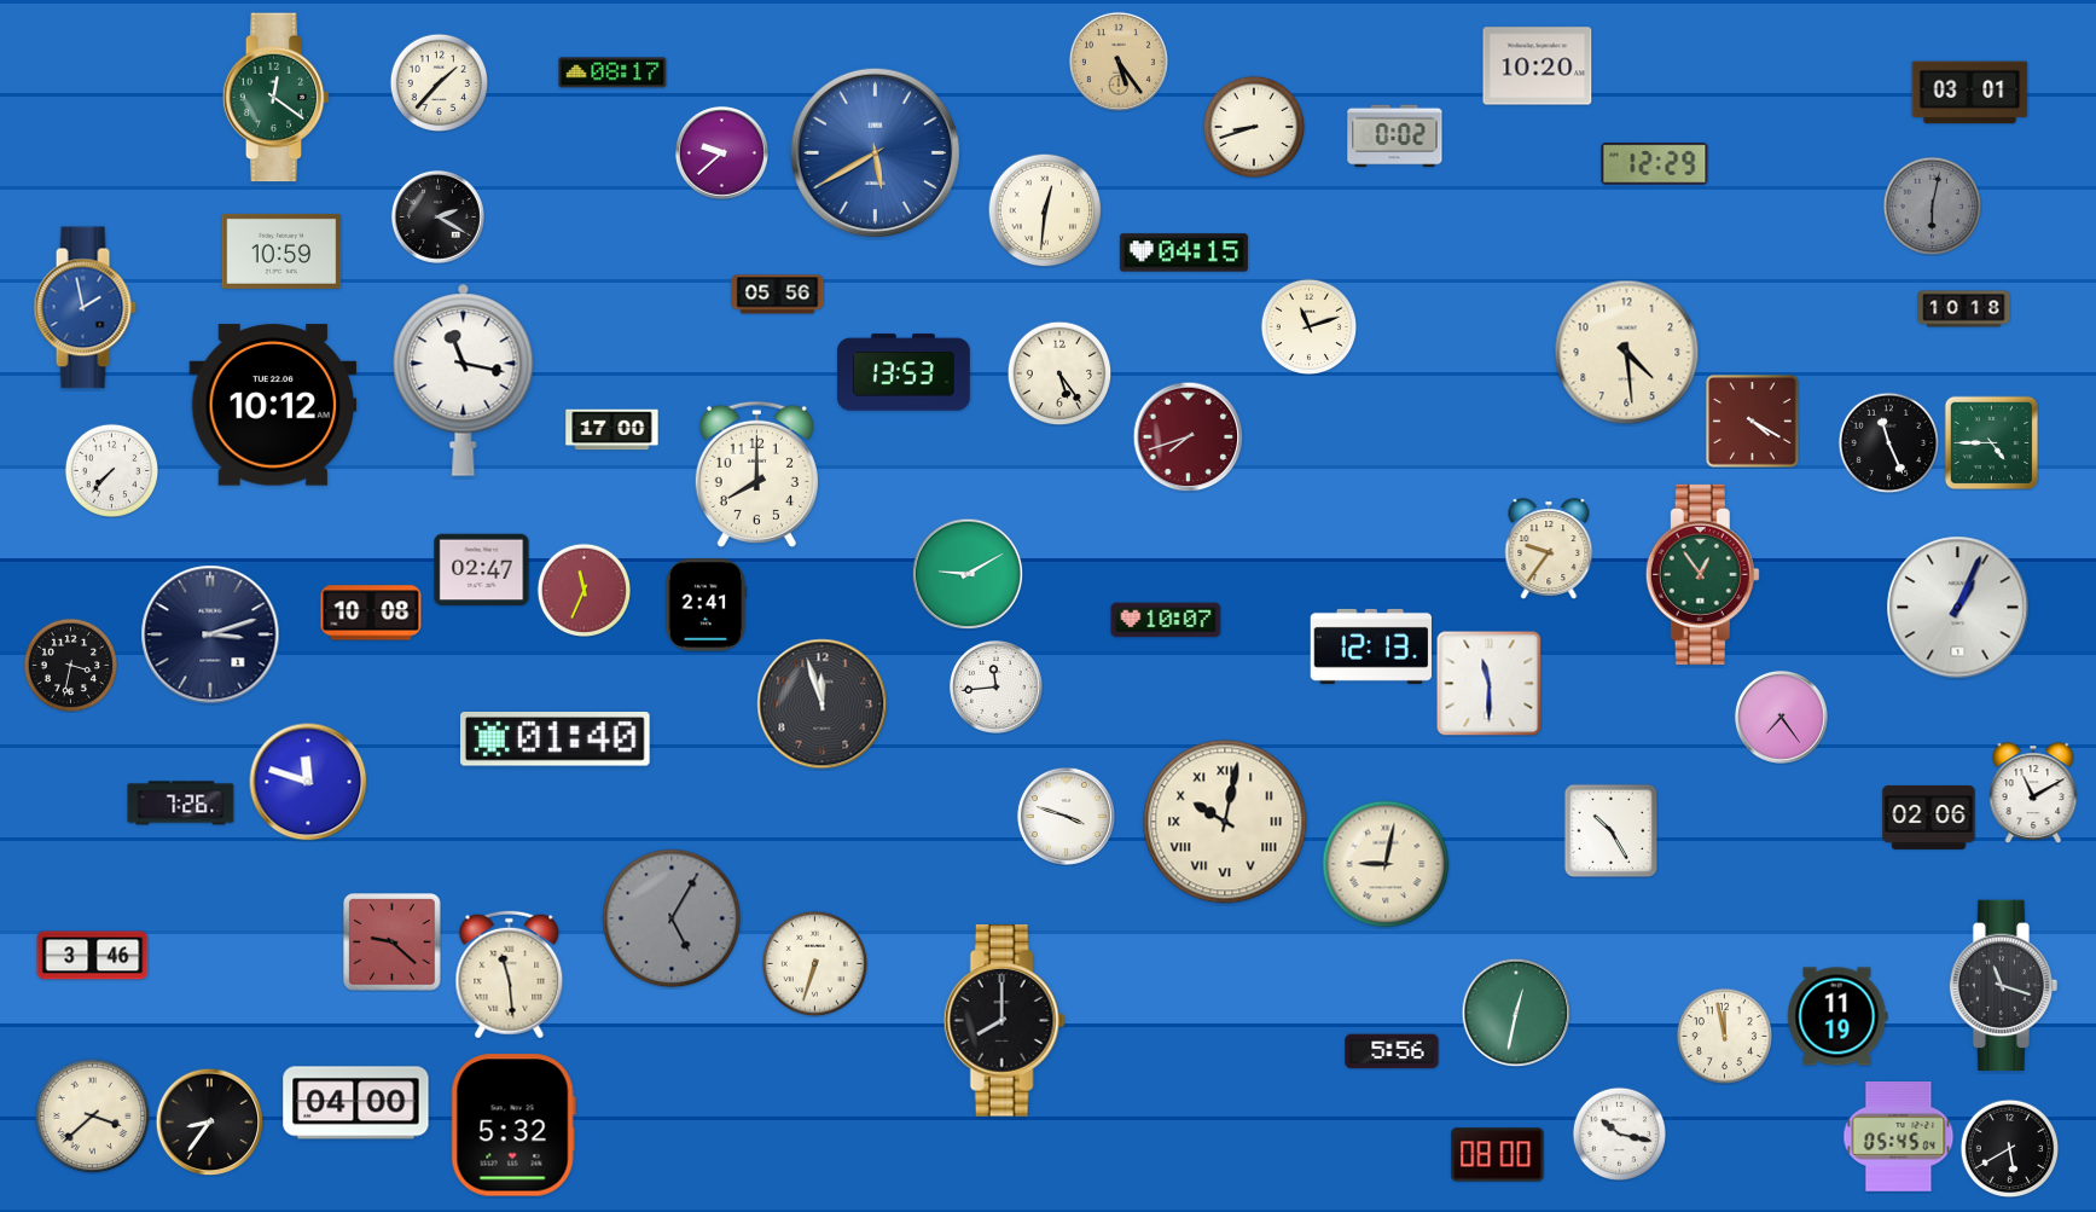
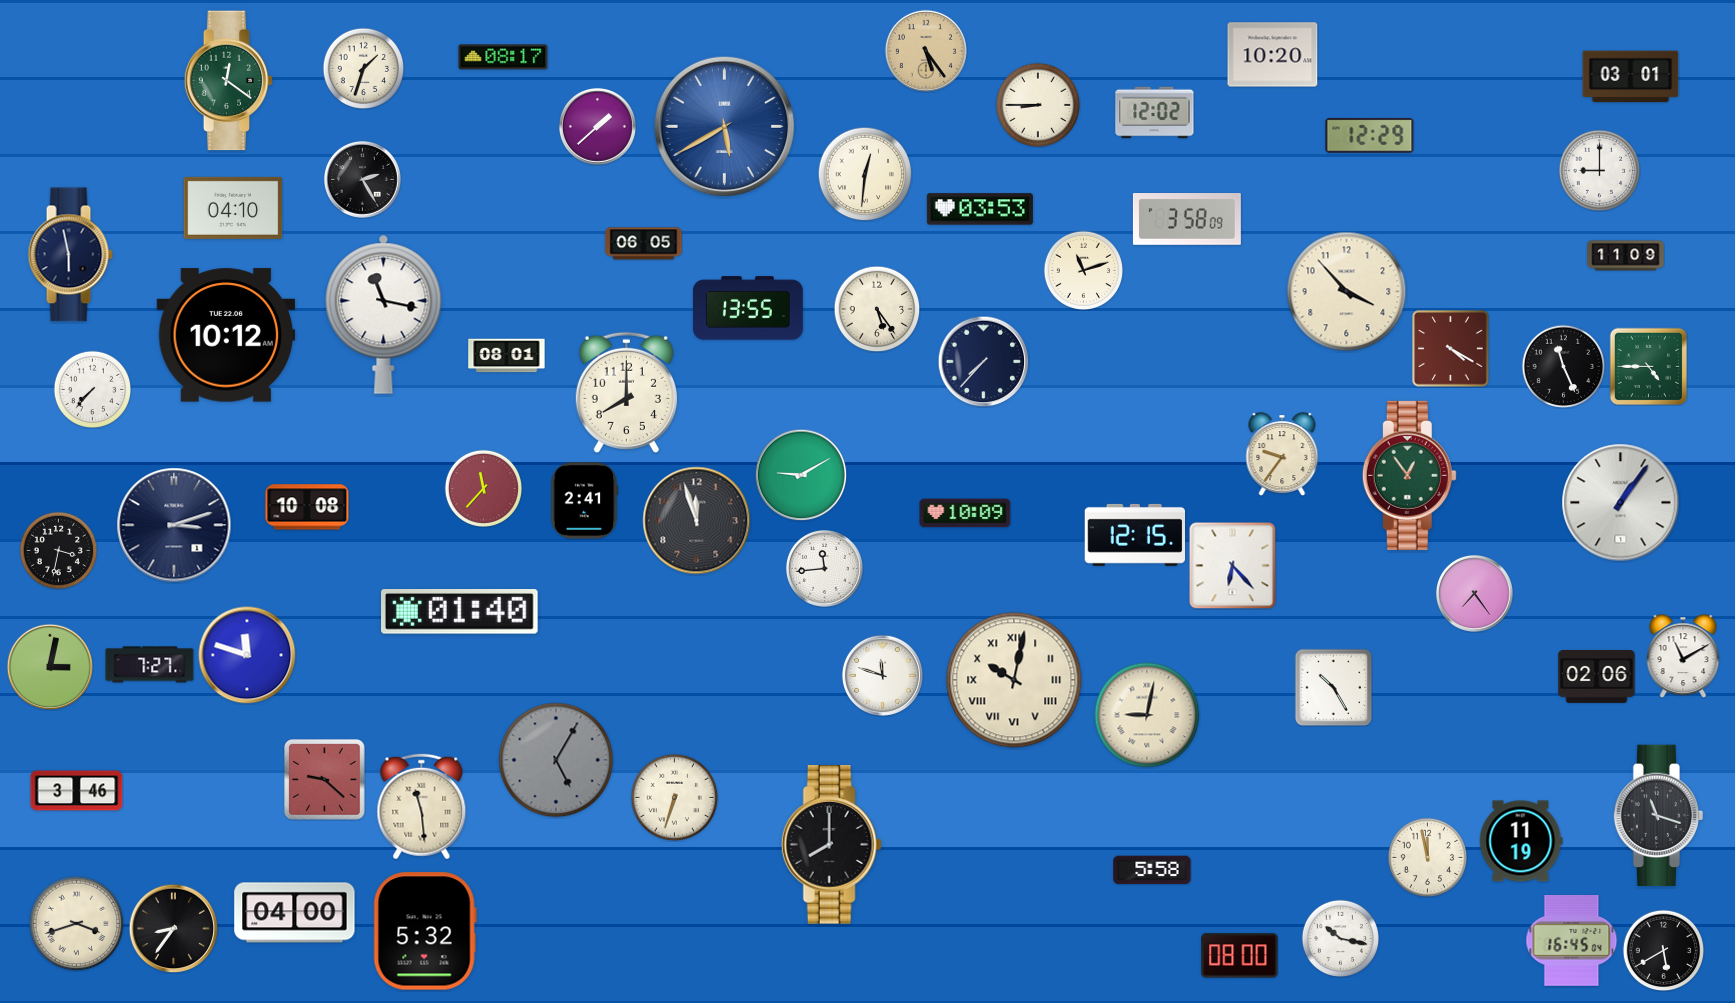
clock at (612, 73) position: (612, 73) -> (503, 57)
clock at (439, 82): 1:37 -> 1:33
clock at (1254, 127): 8:42 -> 8:45
clock at (1395, 137): 0:02 -> 12:02
clock at (721, 152): 9:38 -> 1:38
clock at (1932, 205): 6:02 -> 9:00
clock at (1932, 205) dial: grey -> white
clock at (437, 216): 2:20 -> 2:25
clock at (281, 251): 10:59 -> 04:10
clock at (1184, 253): 04:15 -> 03:53
clock at (1187, 220): none -> 3:58
clock at (778, 295): 05:56 -> 06:05
clock at (85, 308): 1:58 -> 5:58
clock at (85, 308) dial: blue -> navy
clock at (1964, 309): 10:18 -> 11:09
clock at (1627, 353): 4:29 -> 3:53
clock at (904, 372): 13:53 -> 13:55
clock at (612, 430): 17:00 -> 08:01
clock at (1188, 436): 7:42 -> 7:37
clock at (1188, 436) dial: burgundy -> navy
clock at (482, 570): 02:47 -> none
clock at (583, 590): 11:34 -> 11:37
clock at (1958, 608): 1:04 -> 1:06
clock at (1166, 620): 10:07 -> 10:09
clock at (1370, 646): 12:13 -> 12:15
clock at (1488, 683): 11:30 -> 6:23
clock at (823, 704) position: (823, 704) -> (697, 521)
clock at (308, 782) position: (308, 782) -> (247, 655)
clock at (181, 804): 7:26 -> 7:27
clock at (49, 666): none -> 3:02
clock at (1066, 816): 3:48 -> 11:48
clock at (1516, 1013): 12:32 -> none
clock at (1392, 1051): 5:56 -> 5:58
clock at (92, 1115): 3:38 -> 3:42
clock at (1899, 1137): 05:45 -> 16:45
